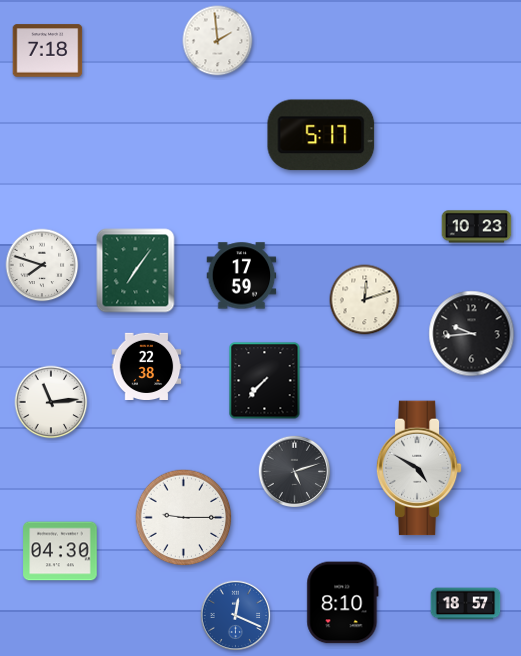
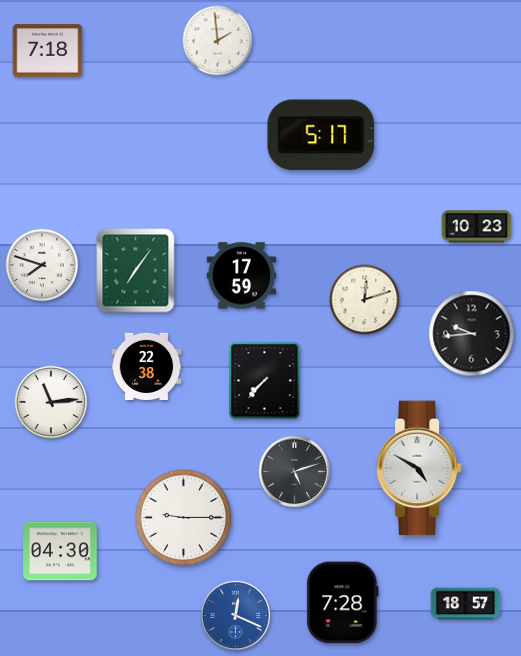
clock at (343, 603): 8:10 -> 7:28
